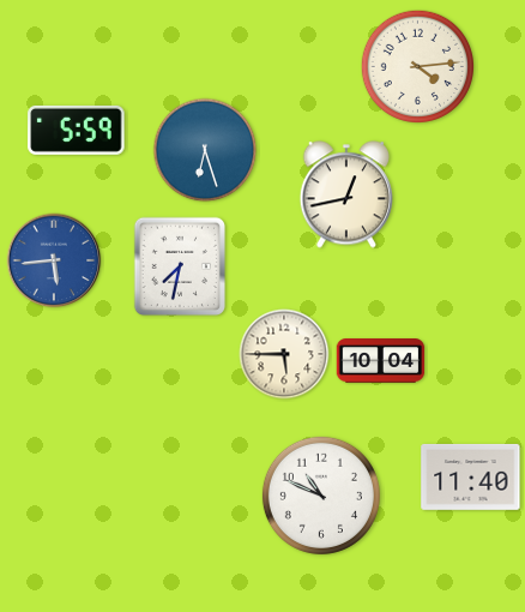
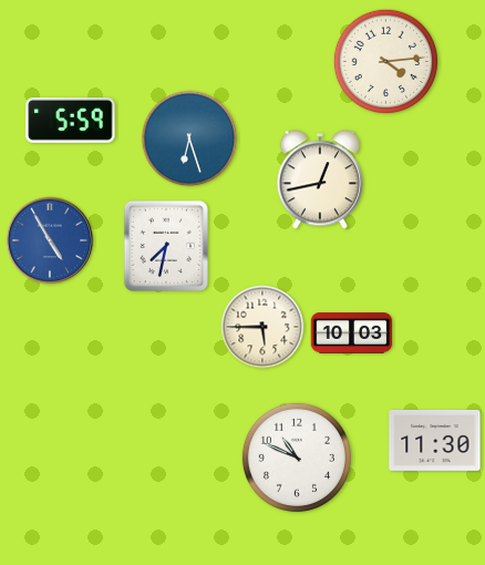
clock at (54, 260): 5:44 -> 4:55
clock at (381, 361): 10:04 -> 10:03
clock at (471, 476): 11:40 -> 11:30
